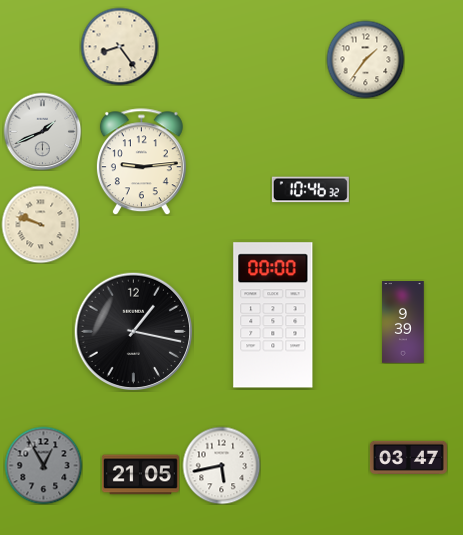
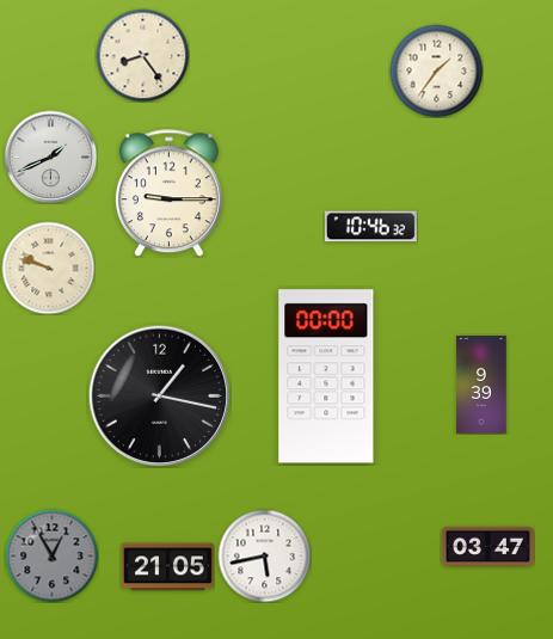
clock at (141, 162): 9:14 -> 9:15
